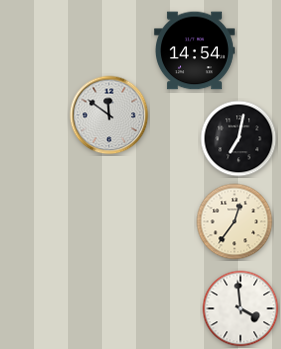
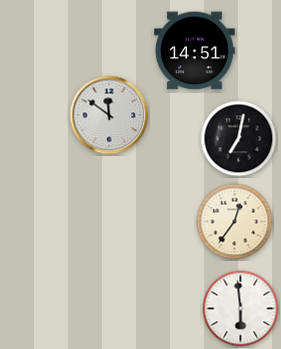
clock at (195, 51): 14:54 -> 14:51
clock at (241, 309): 3:59 -> 5:59
